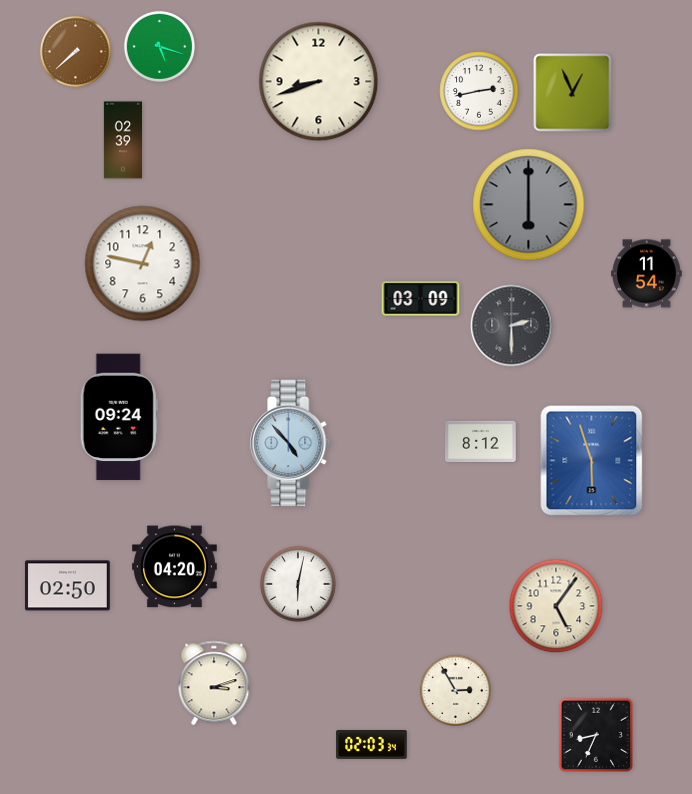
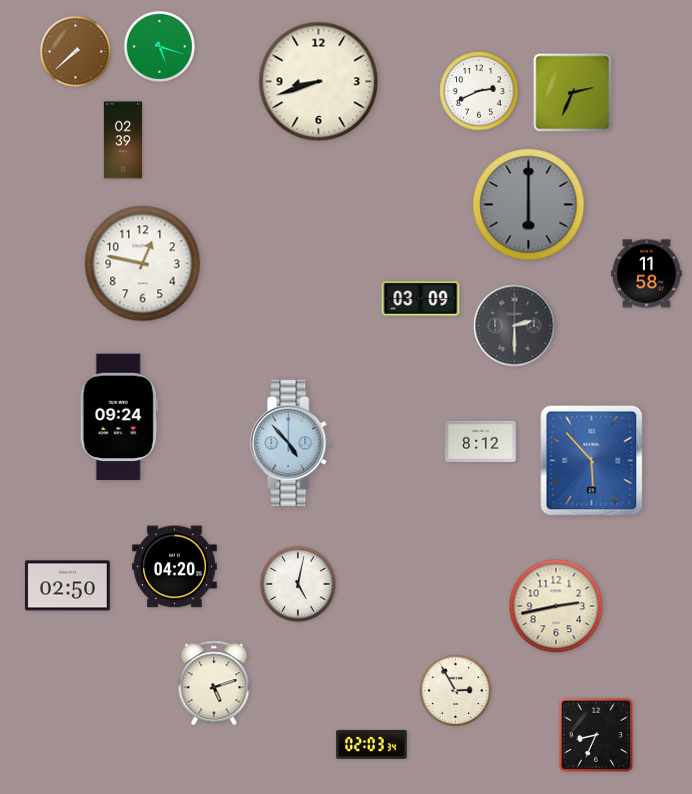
clock at (479, 91): 2:43 -> 2:41
clock at (573, 93): 12:56 -> 2:34
clock at (647, 274): 11:54 -> 11:58
clock at (512, 326) position: (512, 326) -> (515, 326)
clock at (592, 461): 5:57 -> 5:53
clock at (298, 584): 6:02 -> 5:02
clock at (556, 606): 5:06 -> 2:43
clock at (214, 683): 3:12 -> 5:12
